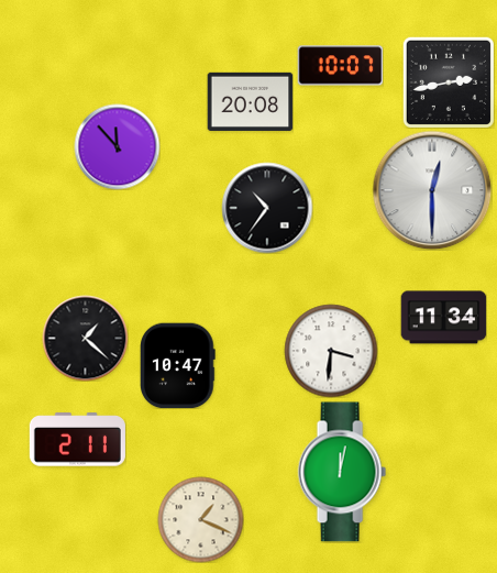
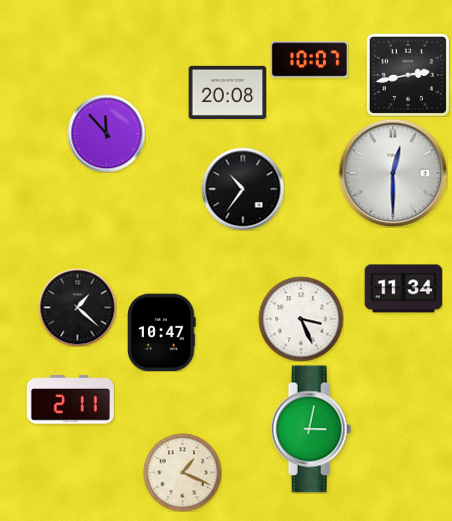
clock at (331, 351): 3:31 -> 3:26
clock at (342, 472): 12:02 -> 3:02
